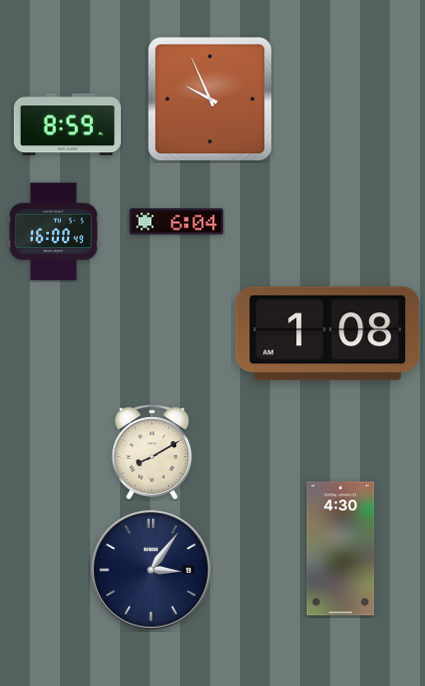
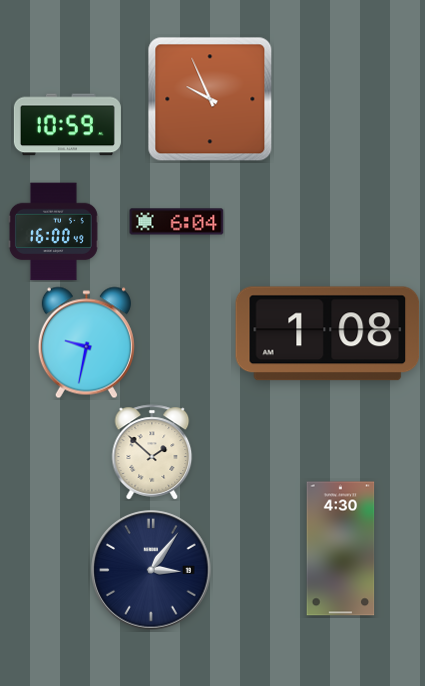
clock at (67, 125): 8:59 -> 10:59
clock at (86, 343): none -> 9:32
clock at (152, 452): 8:10 -> 1:52
